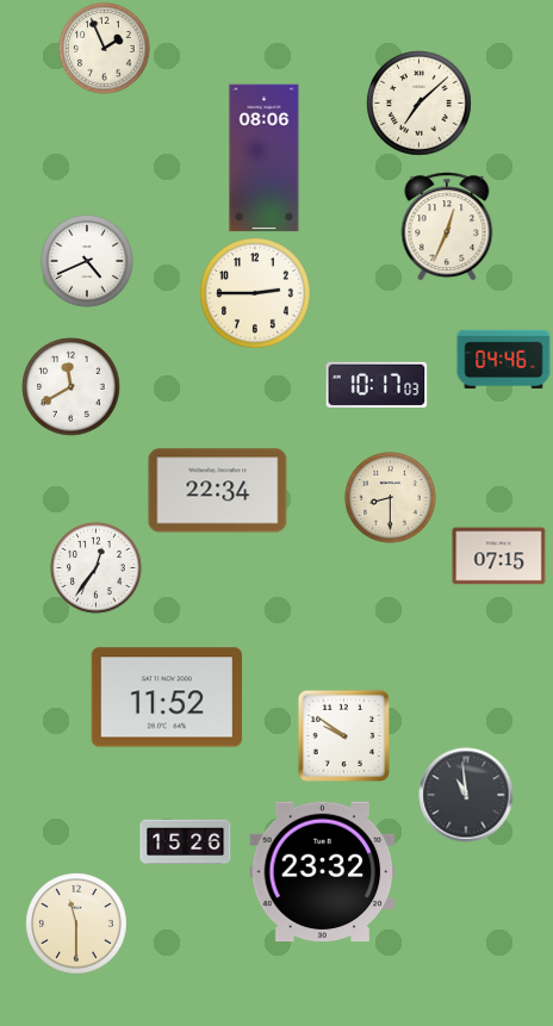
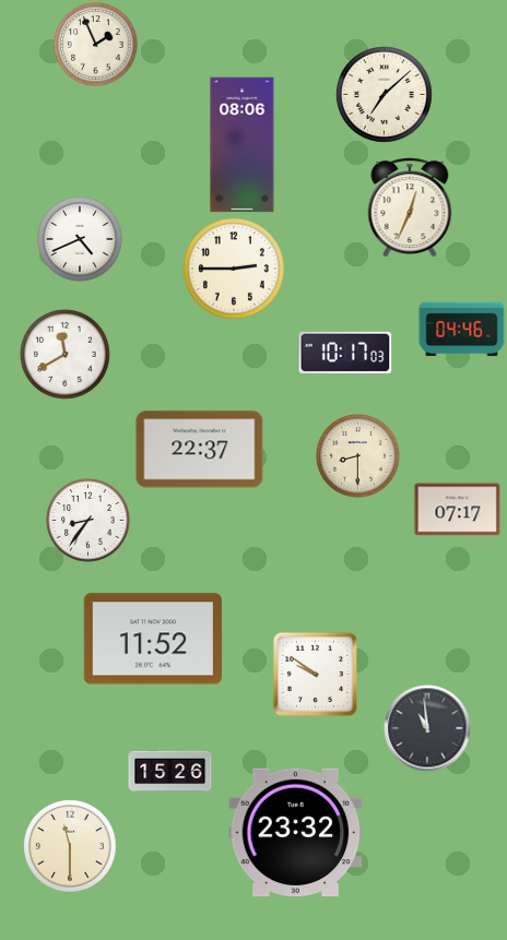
clock at (218, 491): 22:34 -> 22:37
clock at (499, 556): 07:15 -> 07:17
clock at (97, 568): 12:36 -> 8:36
clock at (323, 872) position: (323, 872) -> (296, 833)
